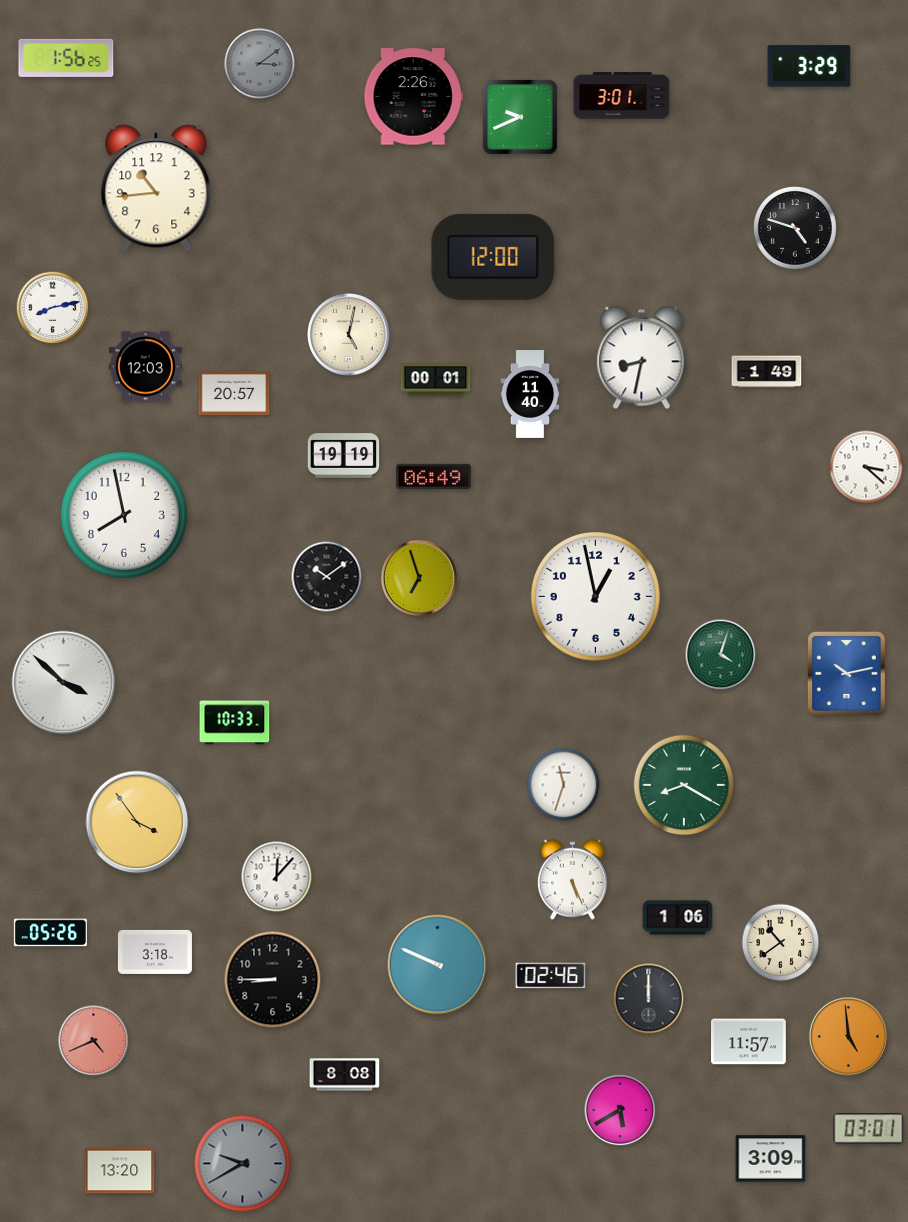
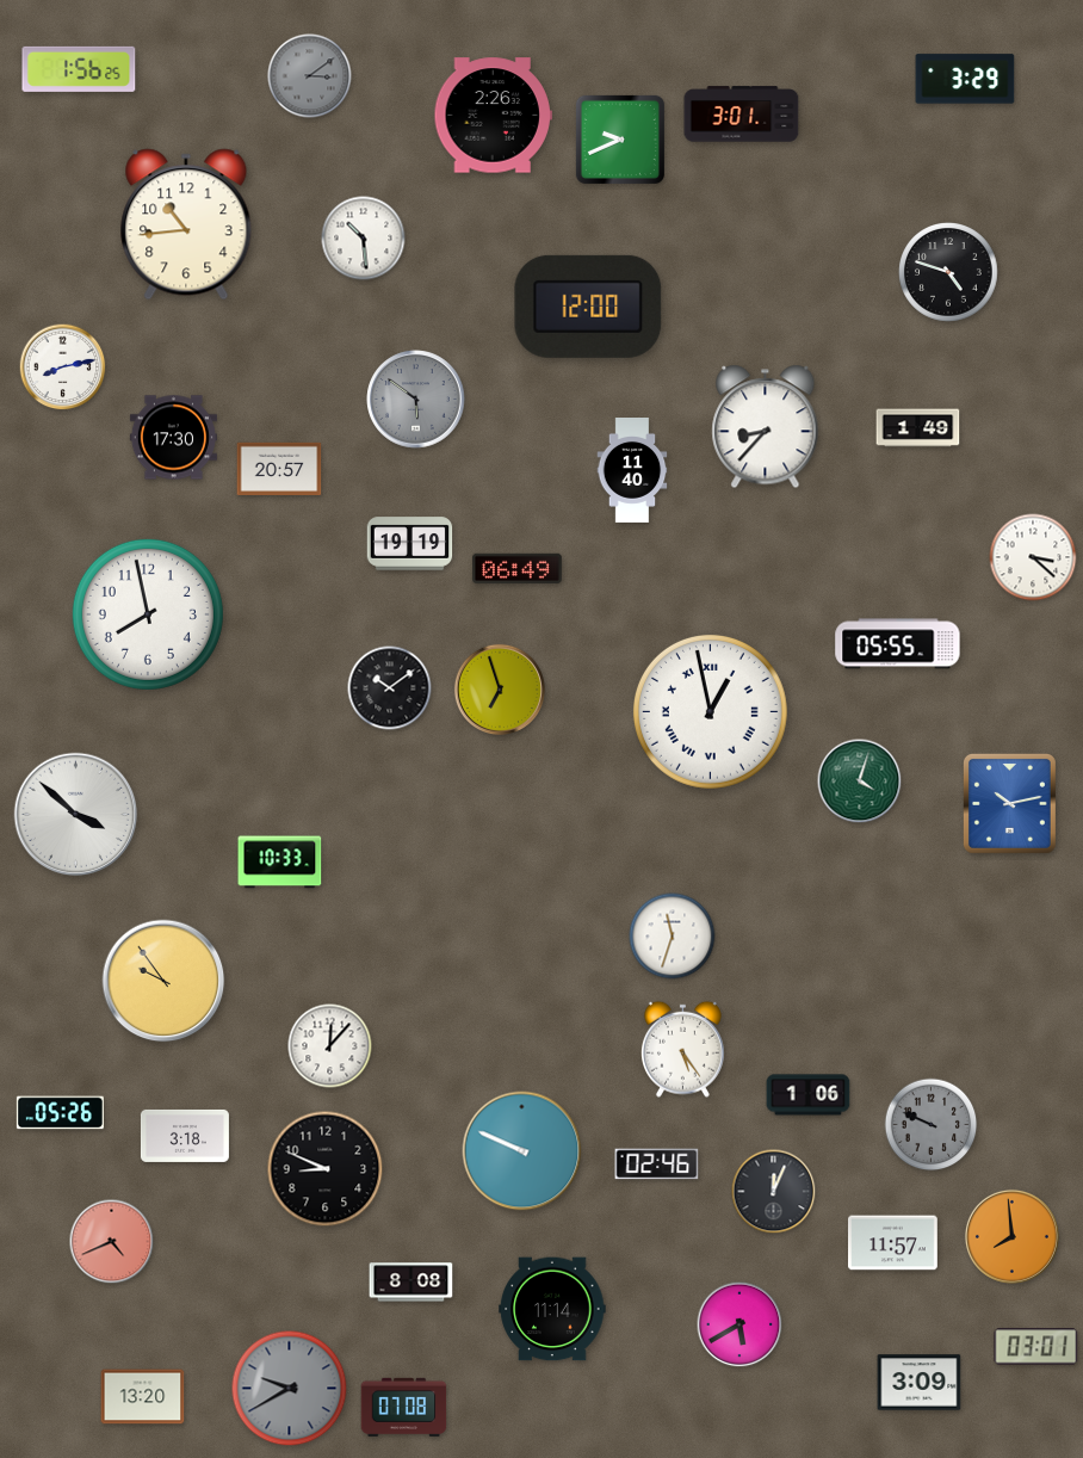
clock at (364, 239): none -> 10:29
clock at (349, 335): 5:02 -> 5:51
clock at (349, 335) dial: cream -> grey
clock at (642, 358): 8:32 -> 8:37
clock at (145, 367): 12:03 -> 17:30
clock at (767, 372) position: (767, 372) -> (918, 428)
clock at (436, 380): 00:01 -> none
clock at (898, 644): none -> 05:55
clock at (595, 596) numerals: Arabic -> Roman
clock at (684, 785): 8:20 -> none
clock at (137, 822): 3:54 -> 9:54
clock at (572, 879): 5:26 -> 5:24
clock at (781, 943): 10:39 -> 9:49
clock at (781, 943) dial: cream -> grey
clock at (273, 980): 8:45 -> 8:49
clock at (649, 999): 12:00 -> 12:04
clock at (848, 1036): 4:59 -> 7:59
clock at (552, 1309): none -> 11:14
clock at (404, 1407): none -> 07:08
